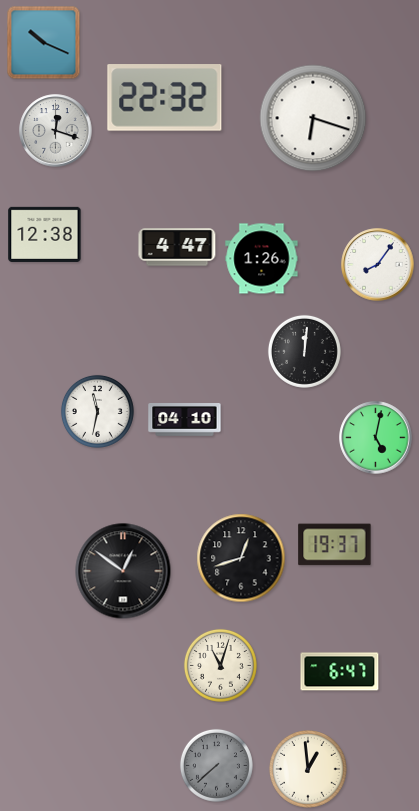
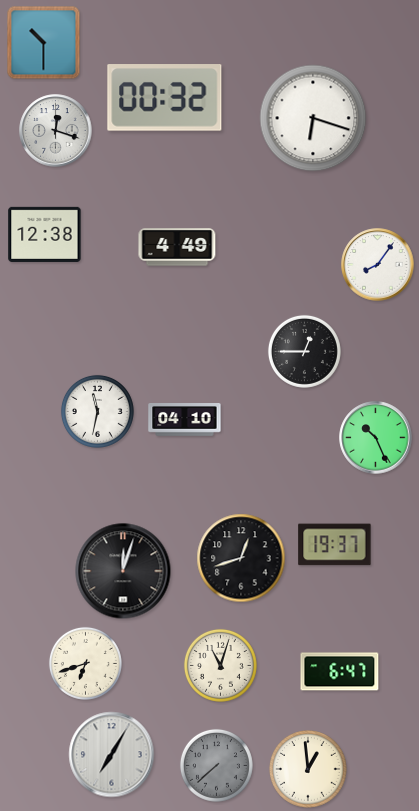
clock at (44, 43): 10:19 -> 10:30
clock at (165, 98): 22:32 -> 00:32
clock at (177, 247): 4:47 -> 4:49
clock at (262, 259): 1:26 -> none
clock at (304, 351): 12:01 -> 12:45
clock at (376, 438): 5:02 -> 10:26
clock at (123, 571): 12:51 -> 12:03
clock at (85, 663): none -> 6:42
clock at (112, 755): none -> 7:05
